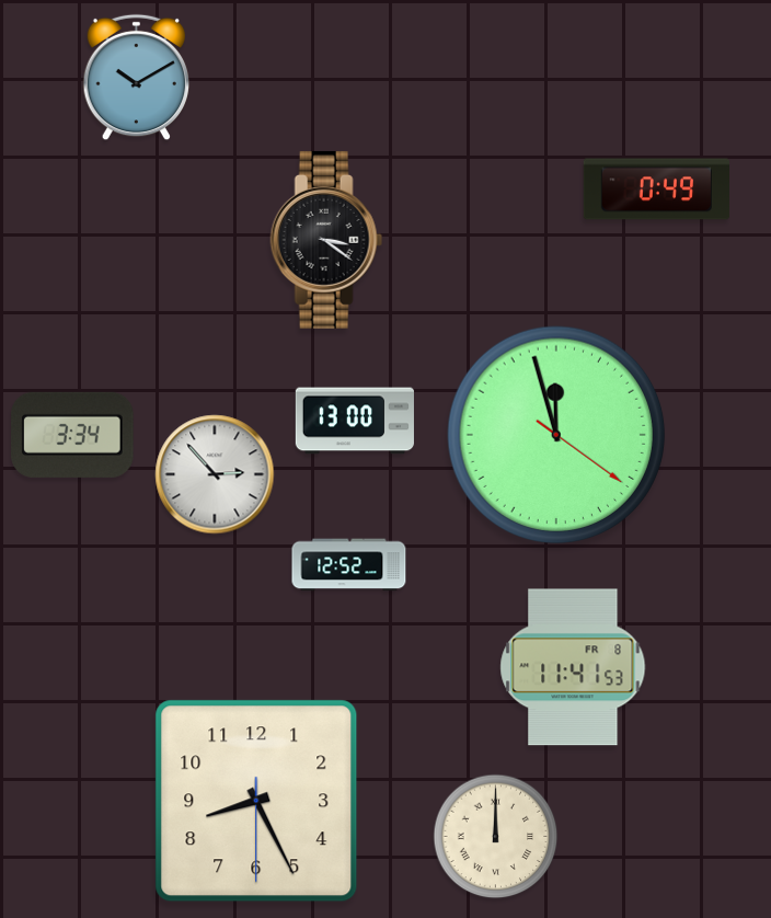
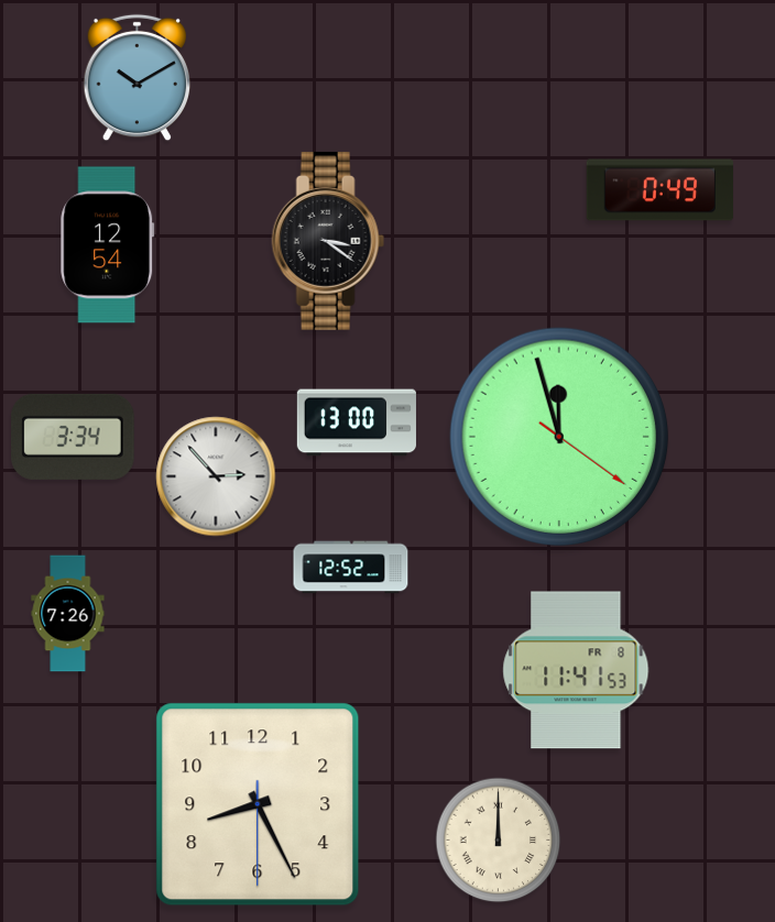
clock at (108, 245): none -> 12:54
clock at (68, 614): none -> 7:26
